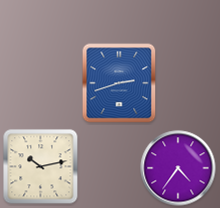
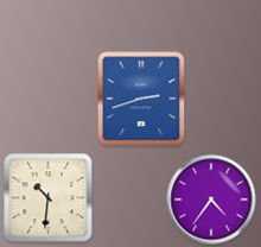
clock at (41, 167): 10:13 -> 10:31
